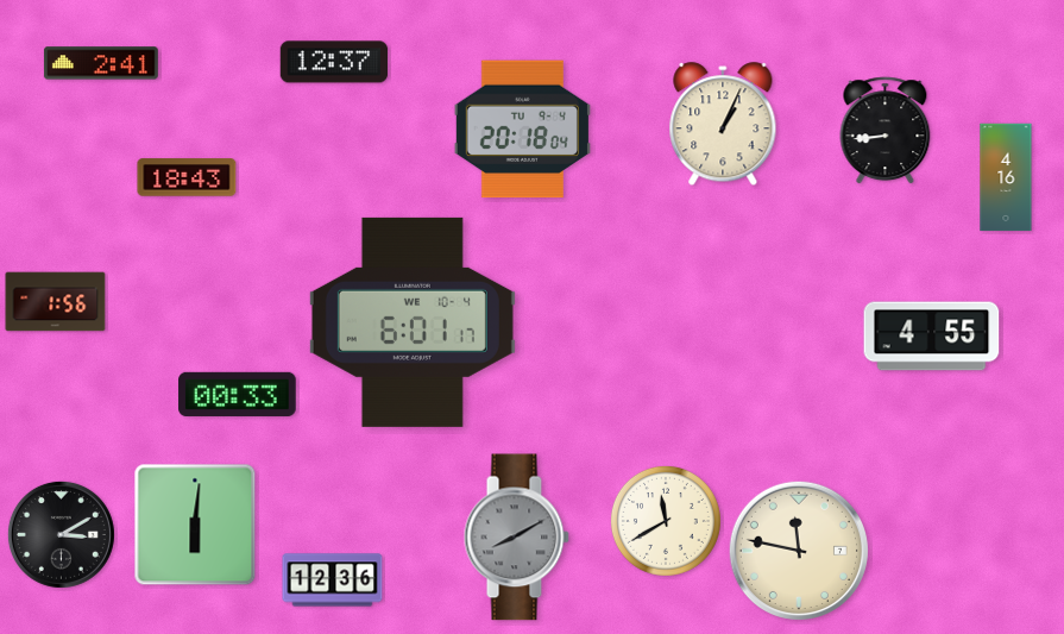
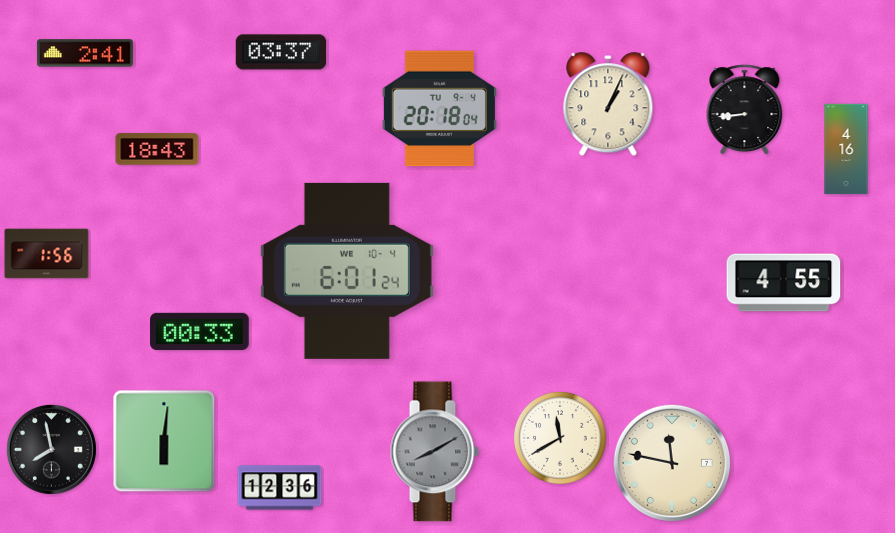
clock at (334, 62): 12:37 -> 03:37
clock at (413, 322): 6:01:17 -> 6:01:24
clock at (61, 534): 3:10 -> 7:58
